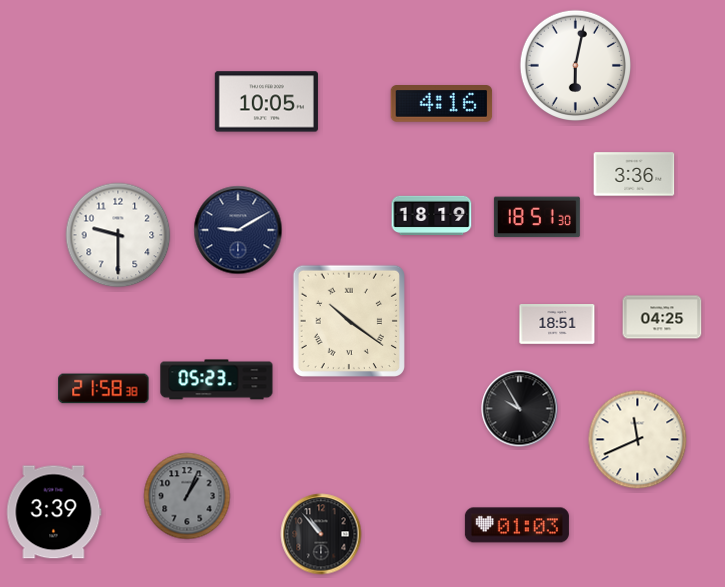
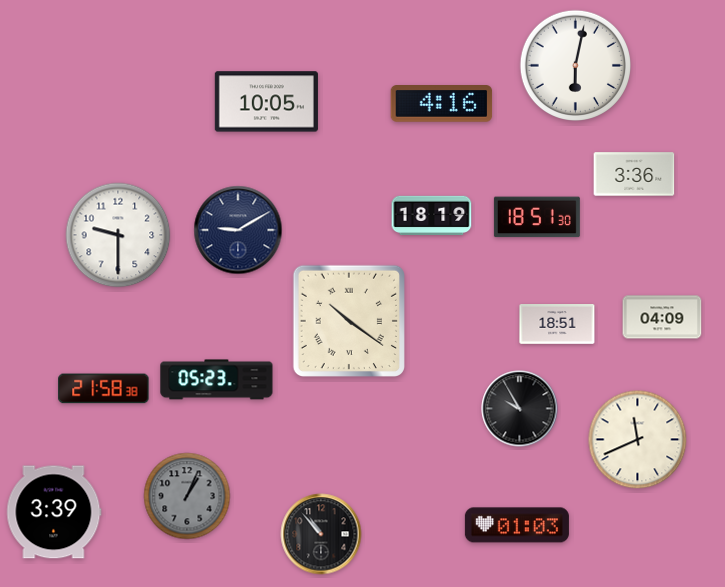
clock at (662, 317): 04:25 -> 04:09
